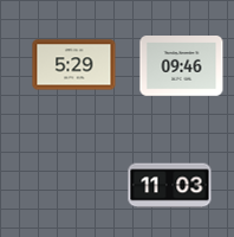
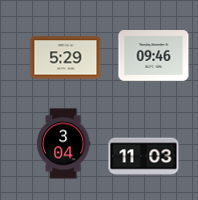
clock at (74, 65) position: (74, 65) -> (66, 58)
clock at (64, 144): none -> 3:04
